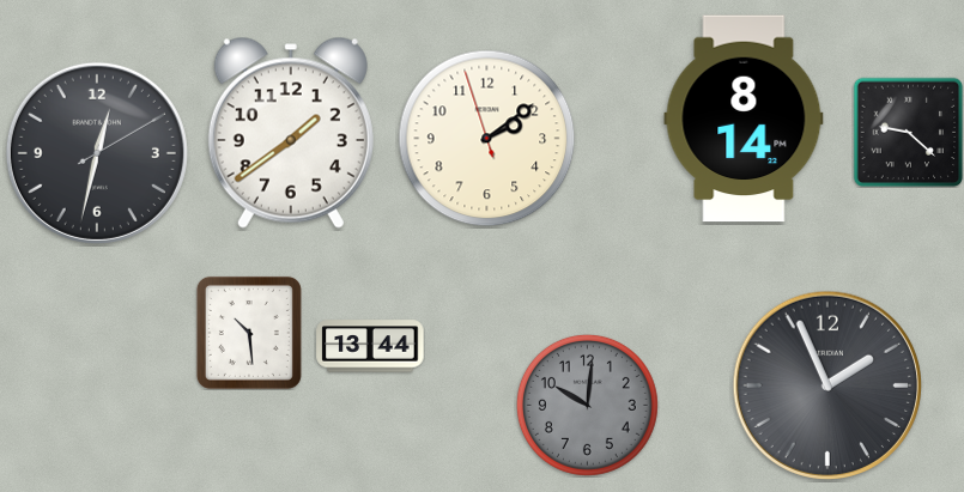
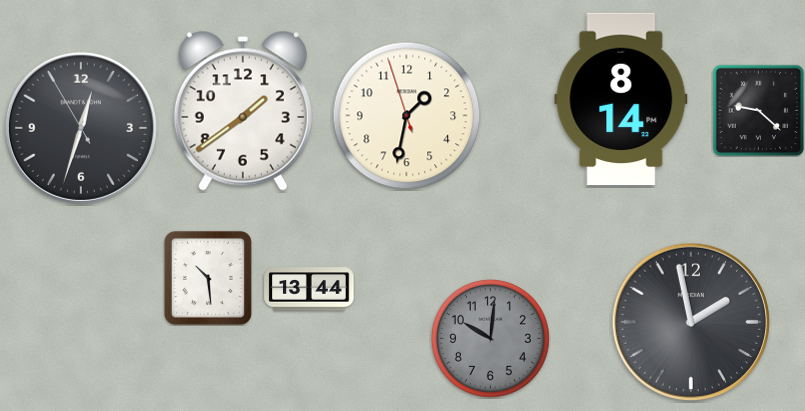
clock at (487, 139): 2:08 -> 1:31
clock at (97, 153): 12:32:10 -> 12:32:55
clock at (826, 384): 1:56 -> 1:58
